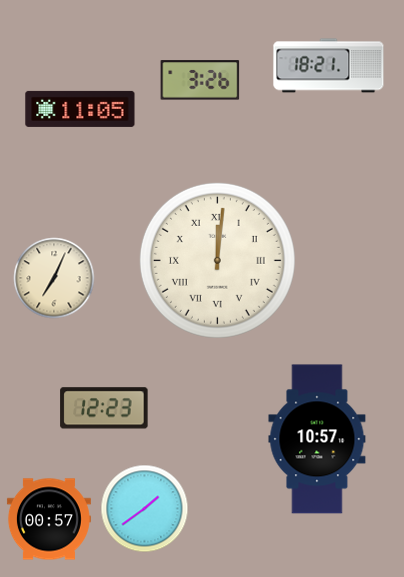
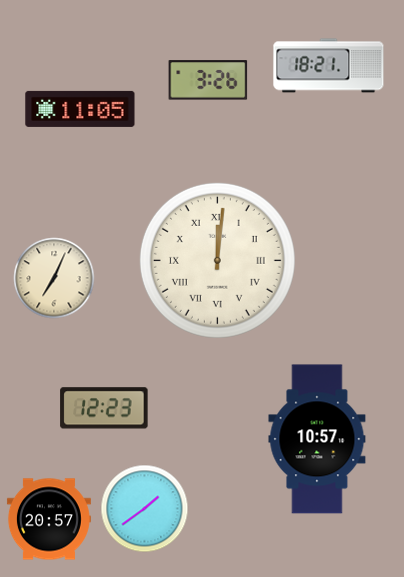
clock at (200, 80) position: (200, 80) -> (208, 80)
clock at (49, 519): 00:57 -> 20:57
